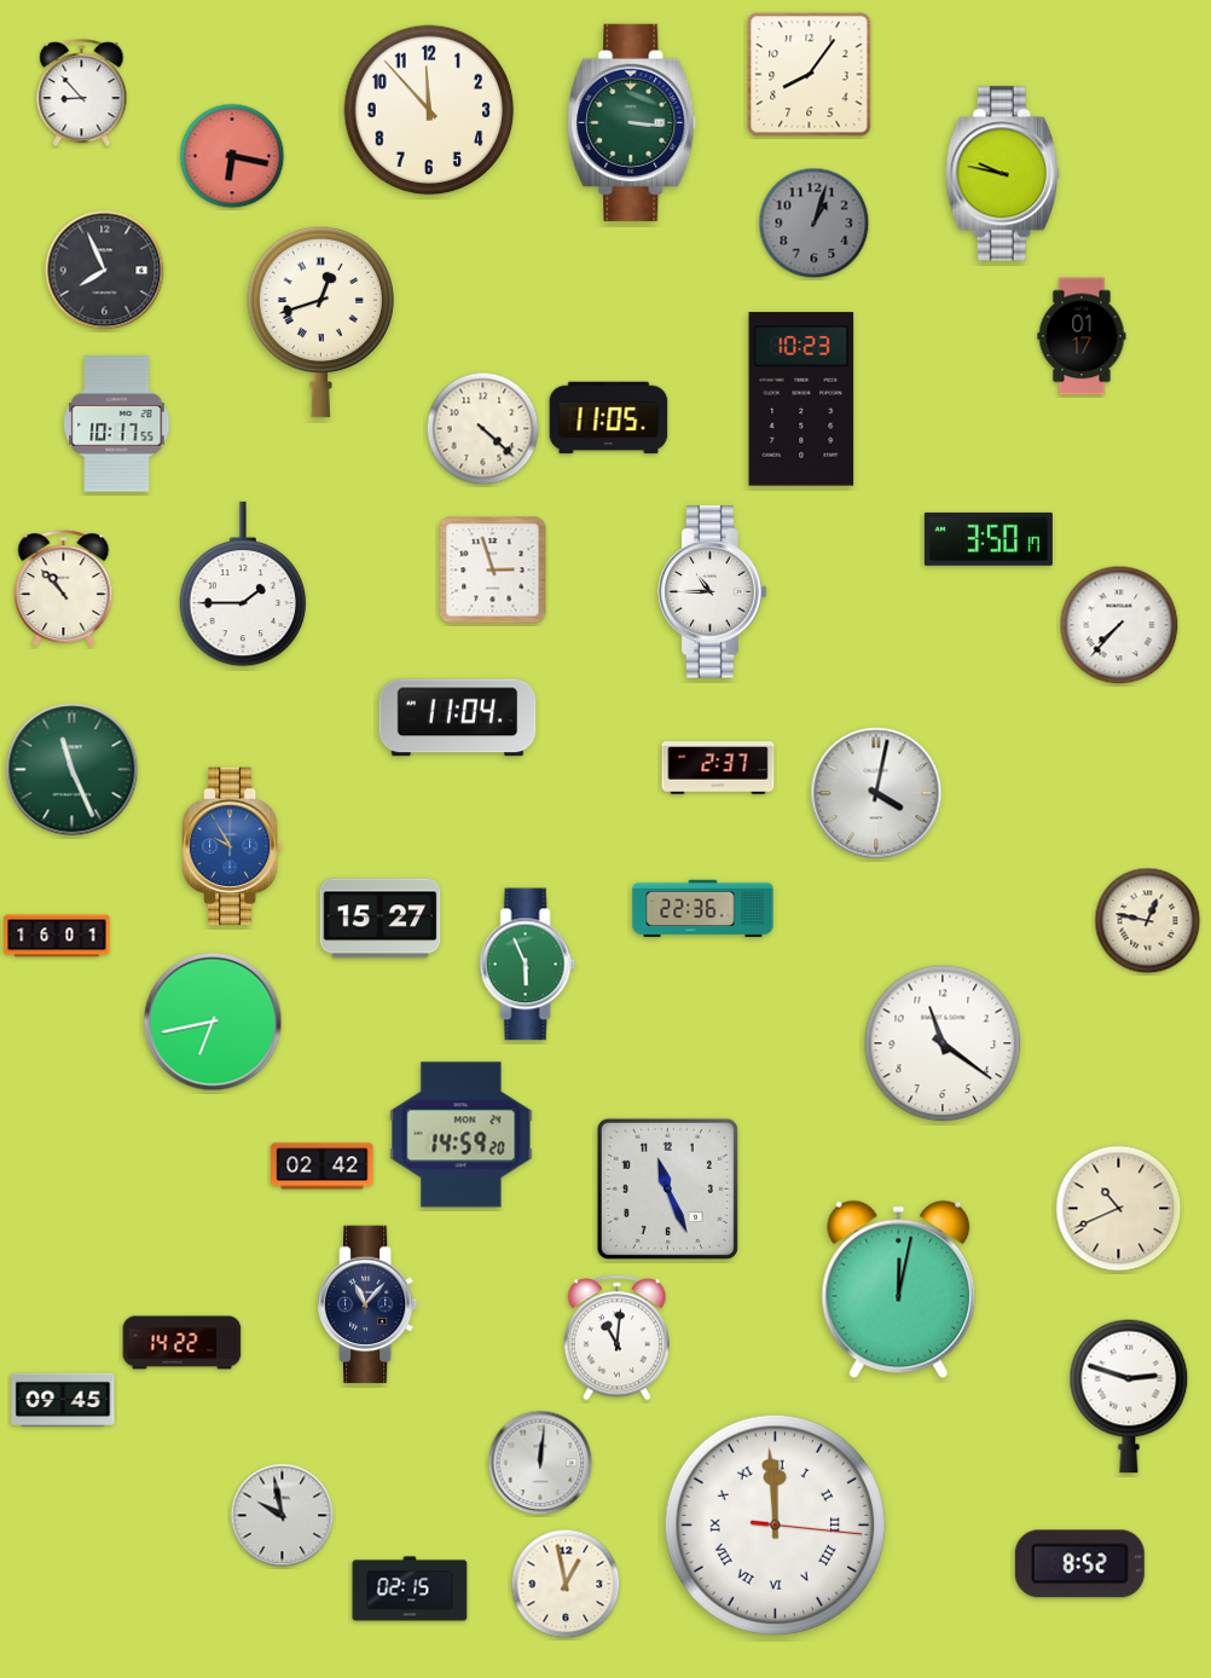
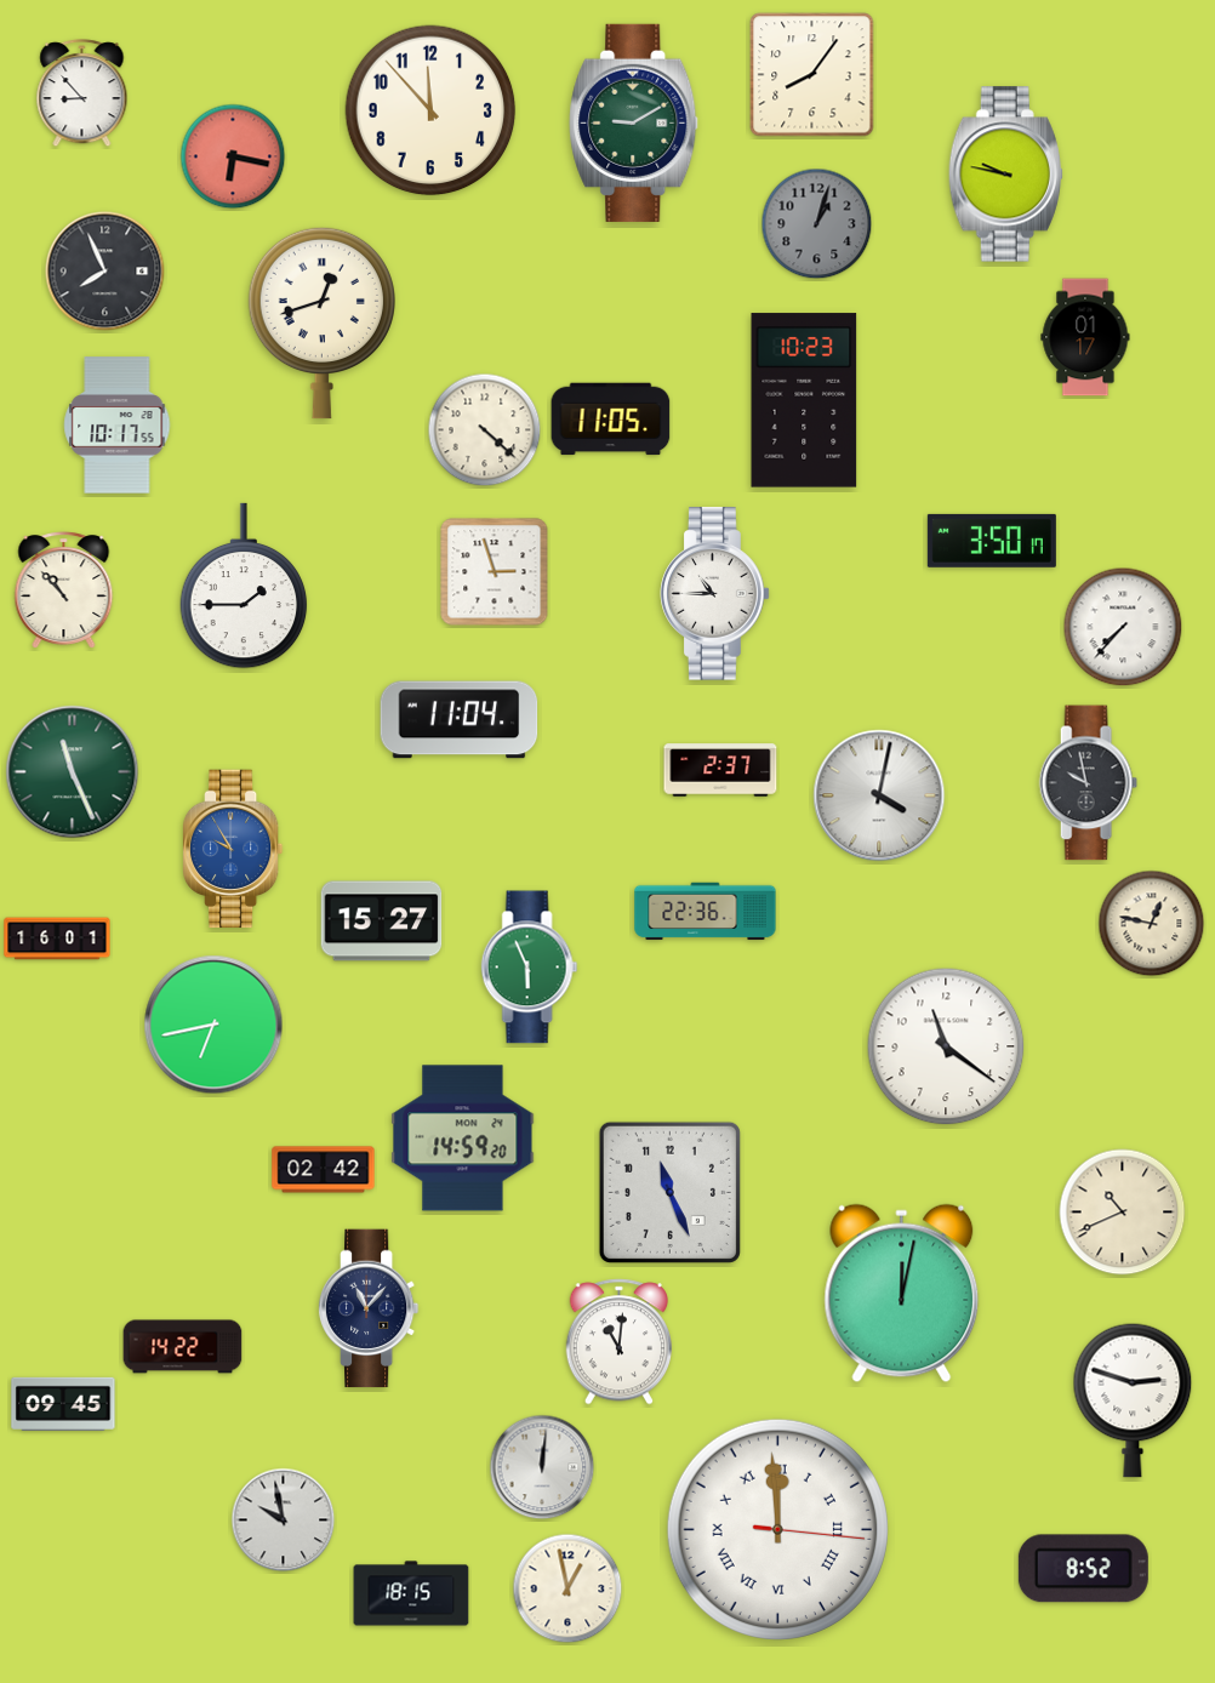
clock at (632, 122): 3:16 -> 9:10
clock at (1088, 783): none -> 9:58
clock at (410, 1589): 02:15 -> 18:15
